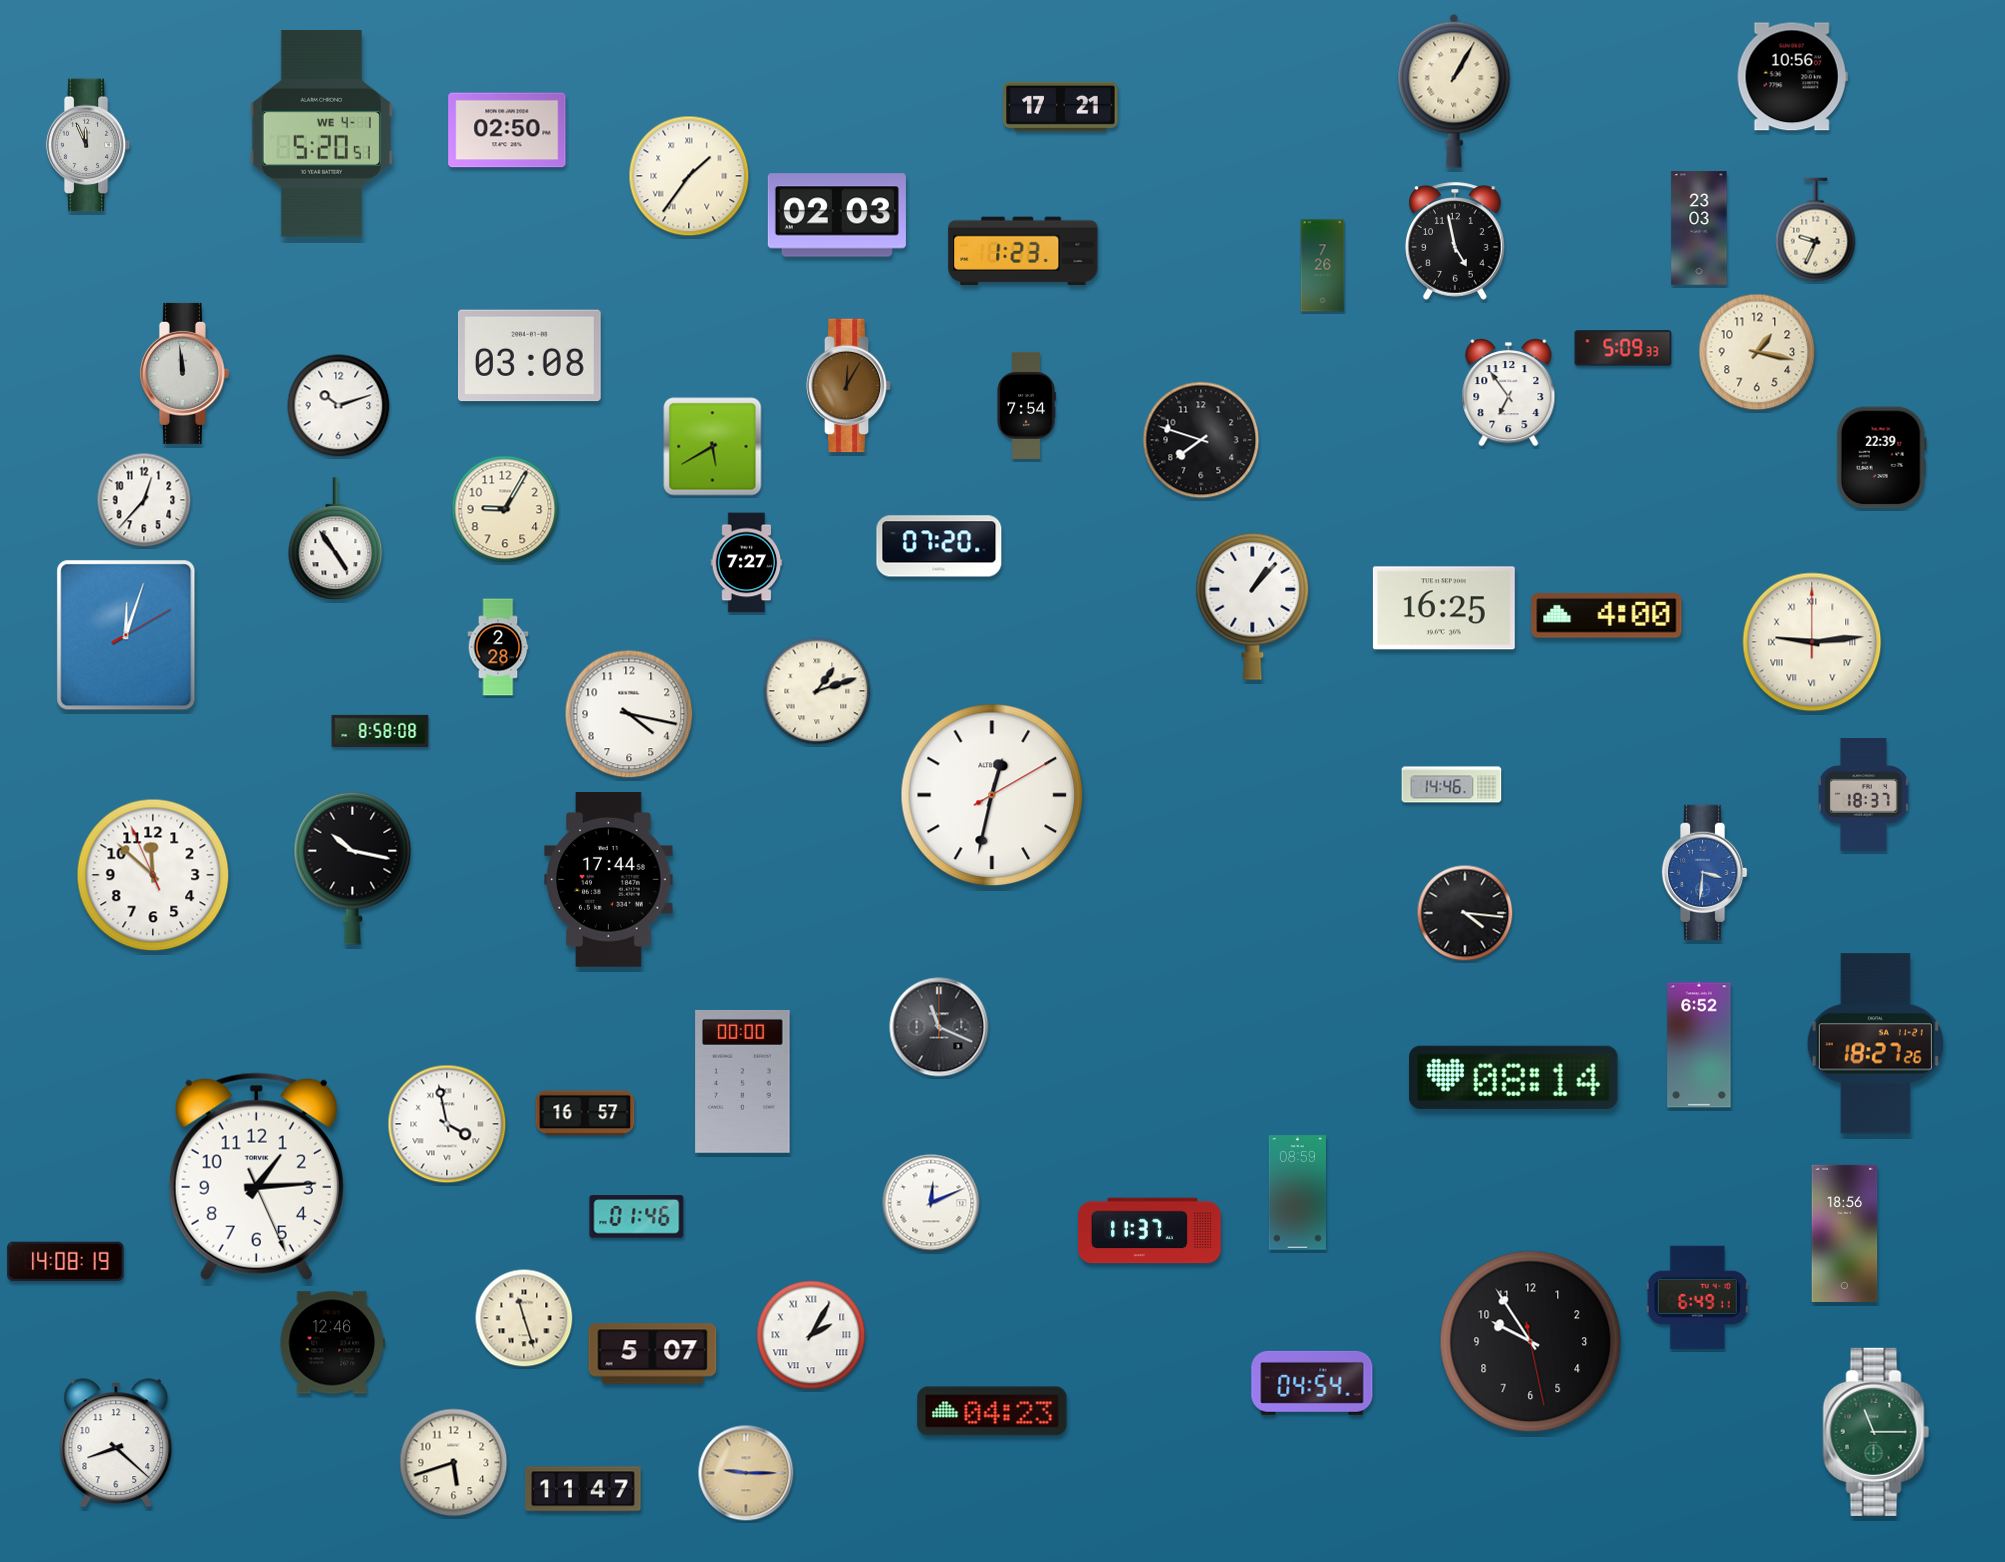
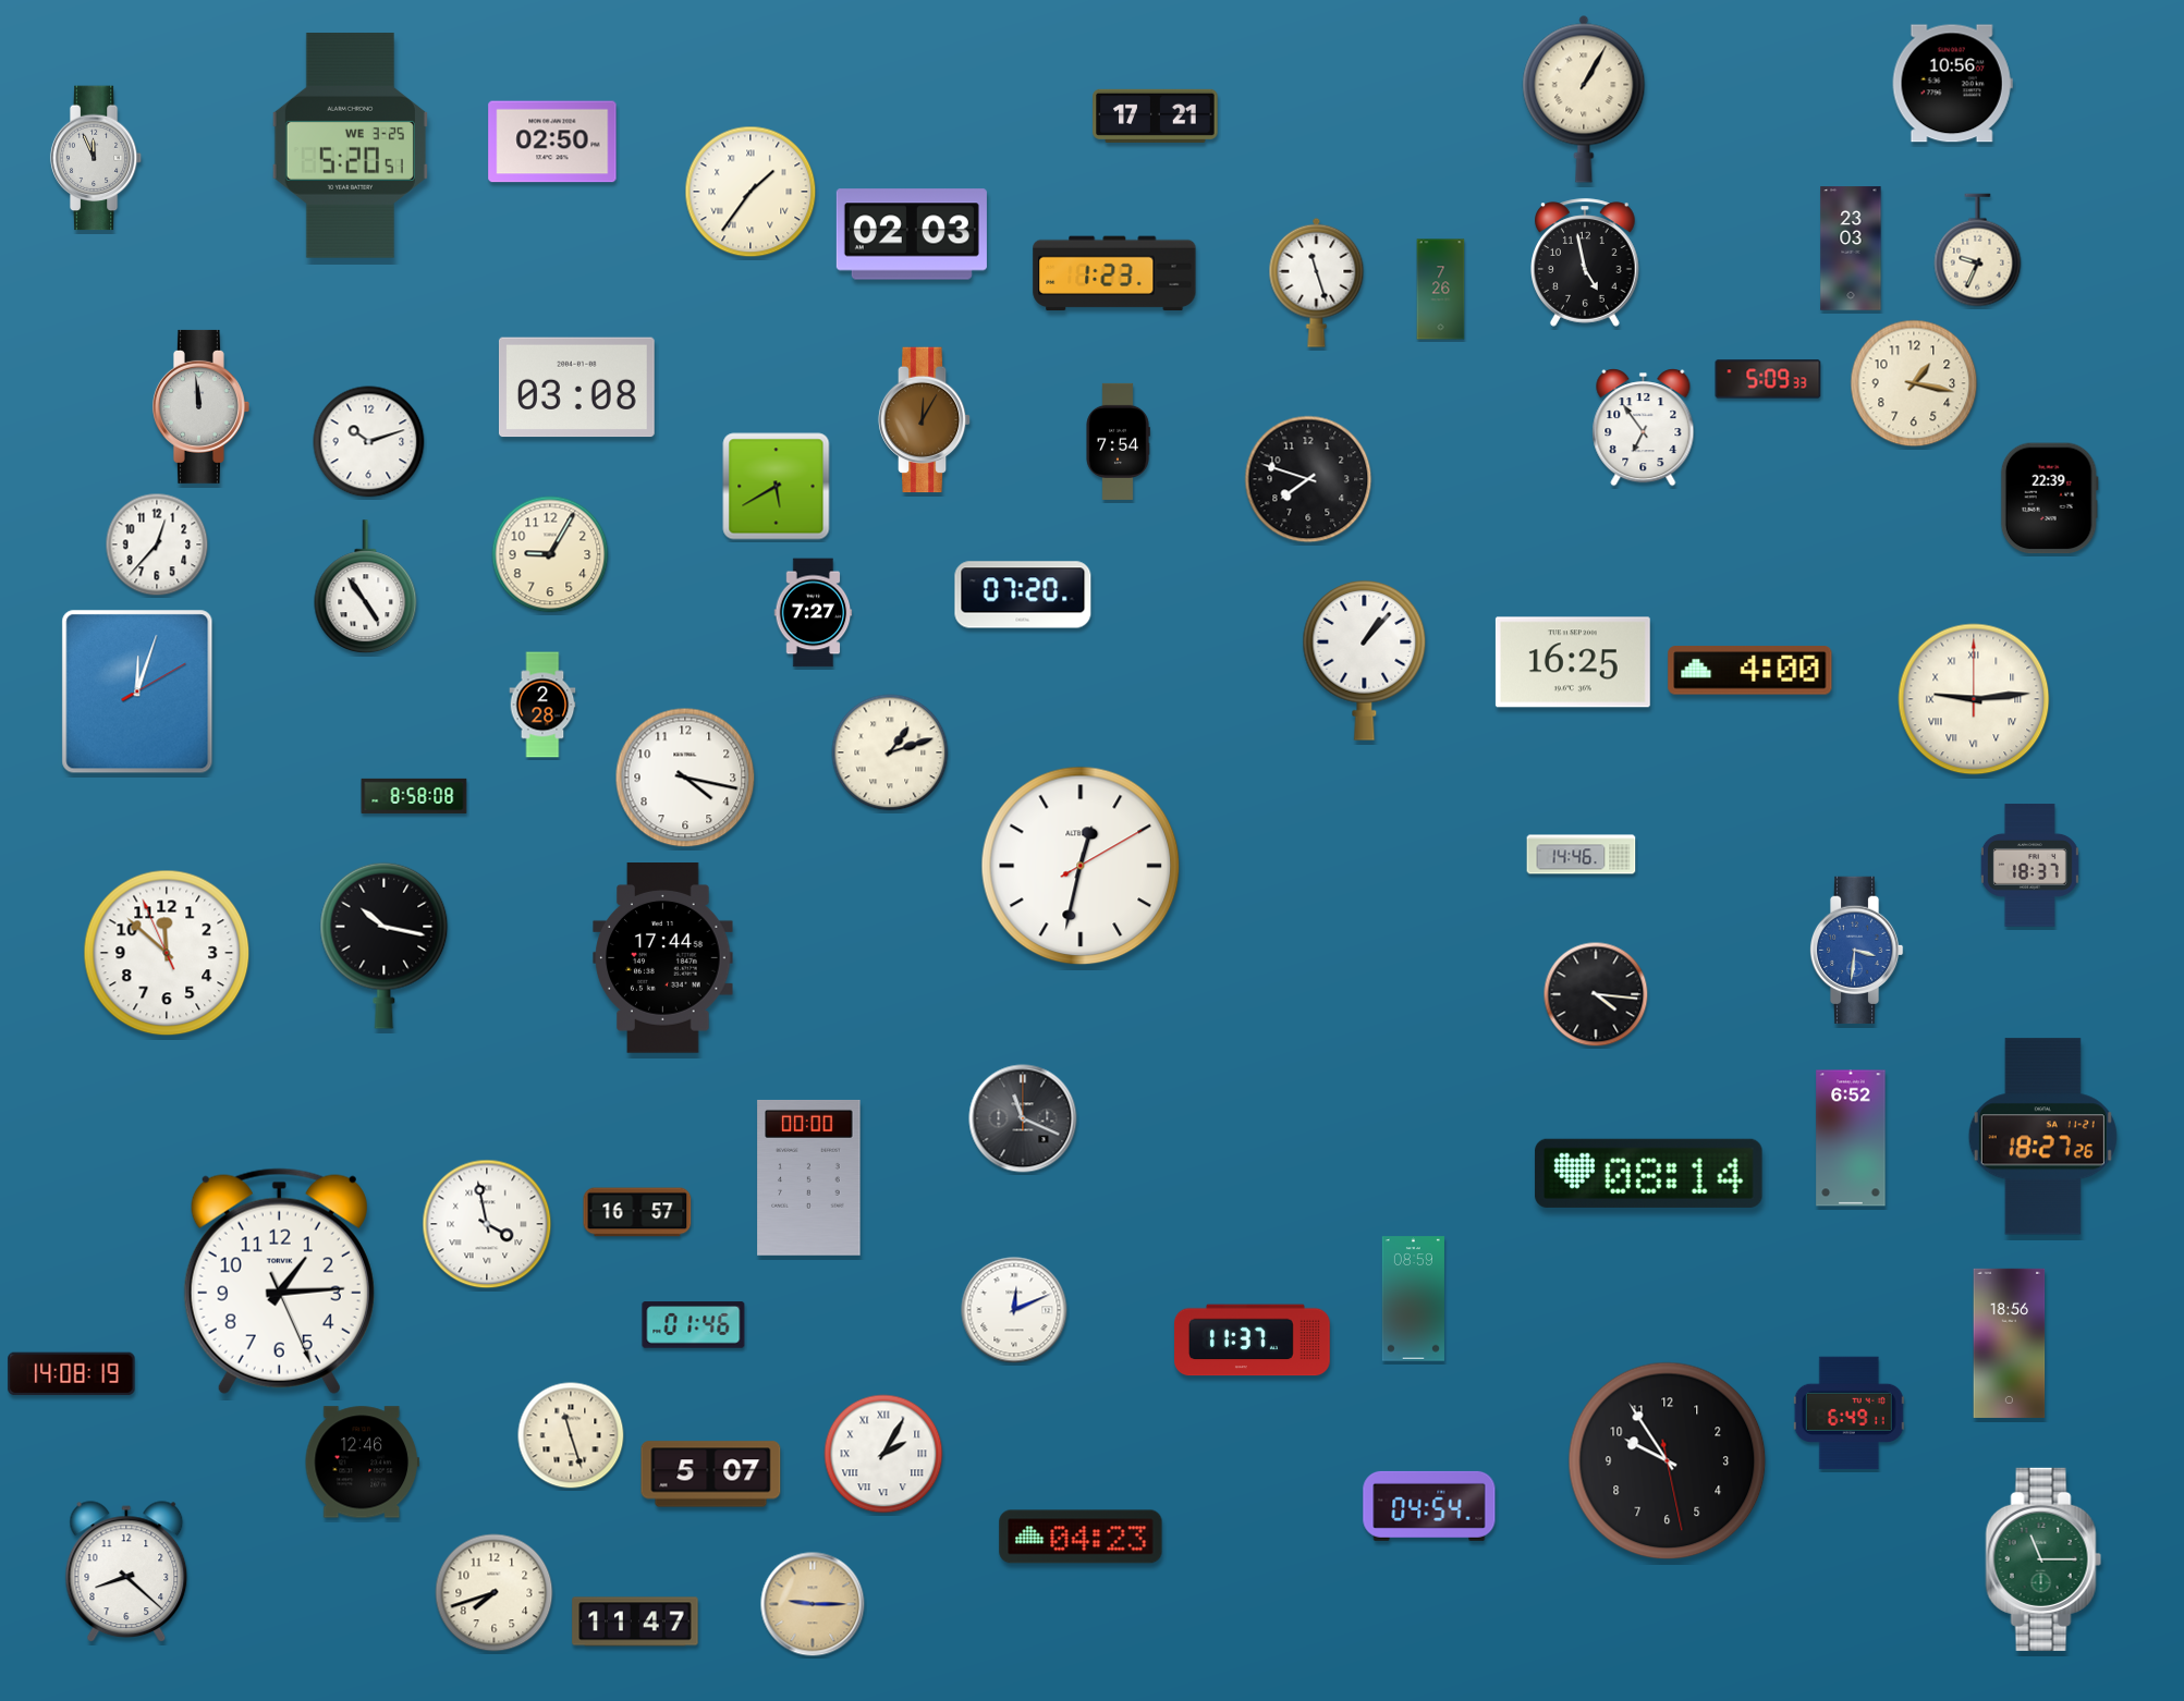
clock at (321, 134) date: WE 4-1 -> WE 3-25
clock at (1317, 282): none -> 11:27
clock at (454, 1463): 5:42 -> 7:42
